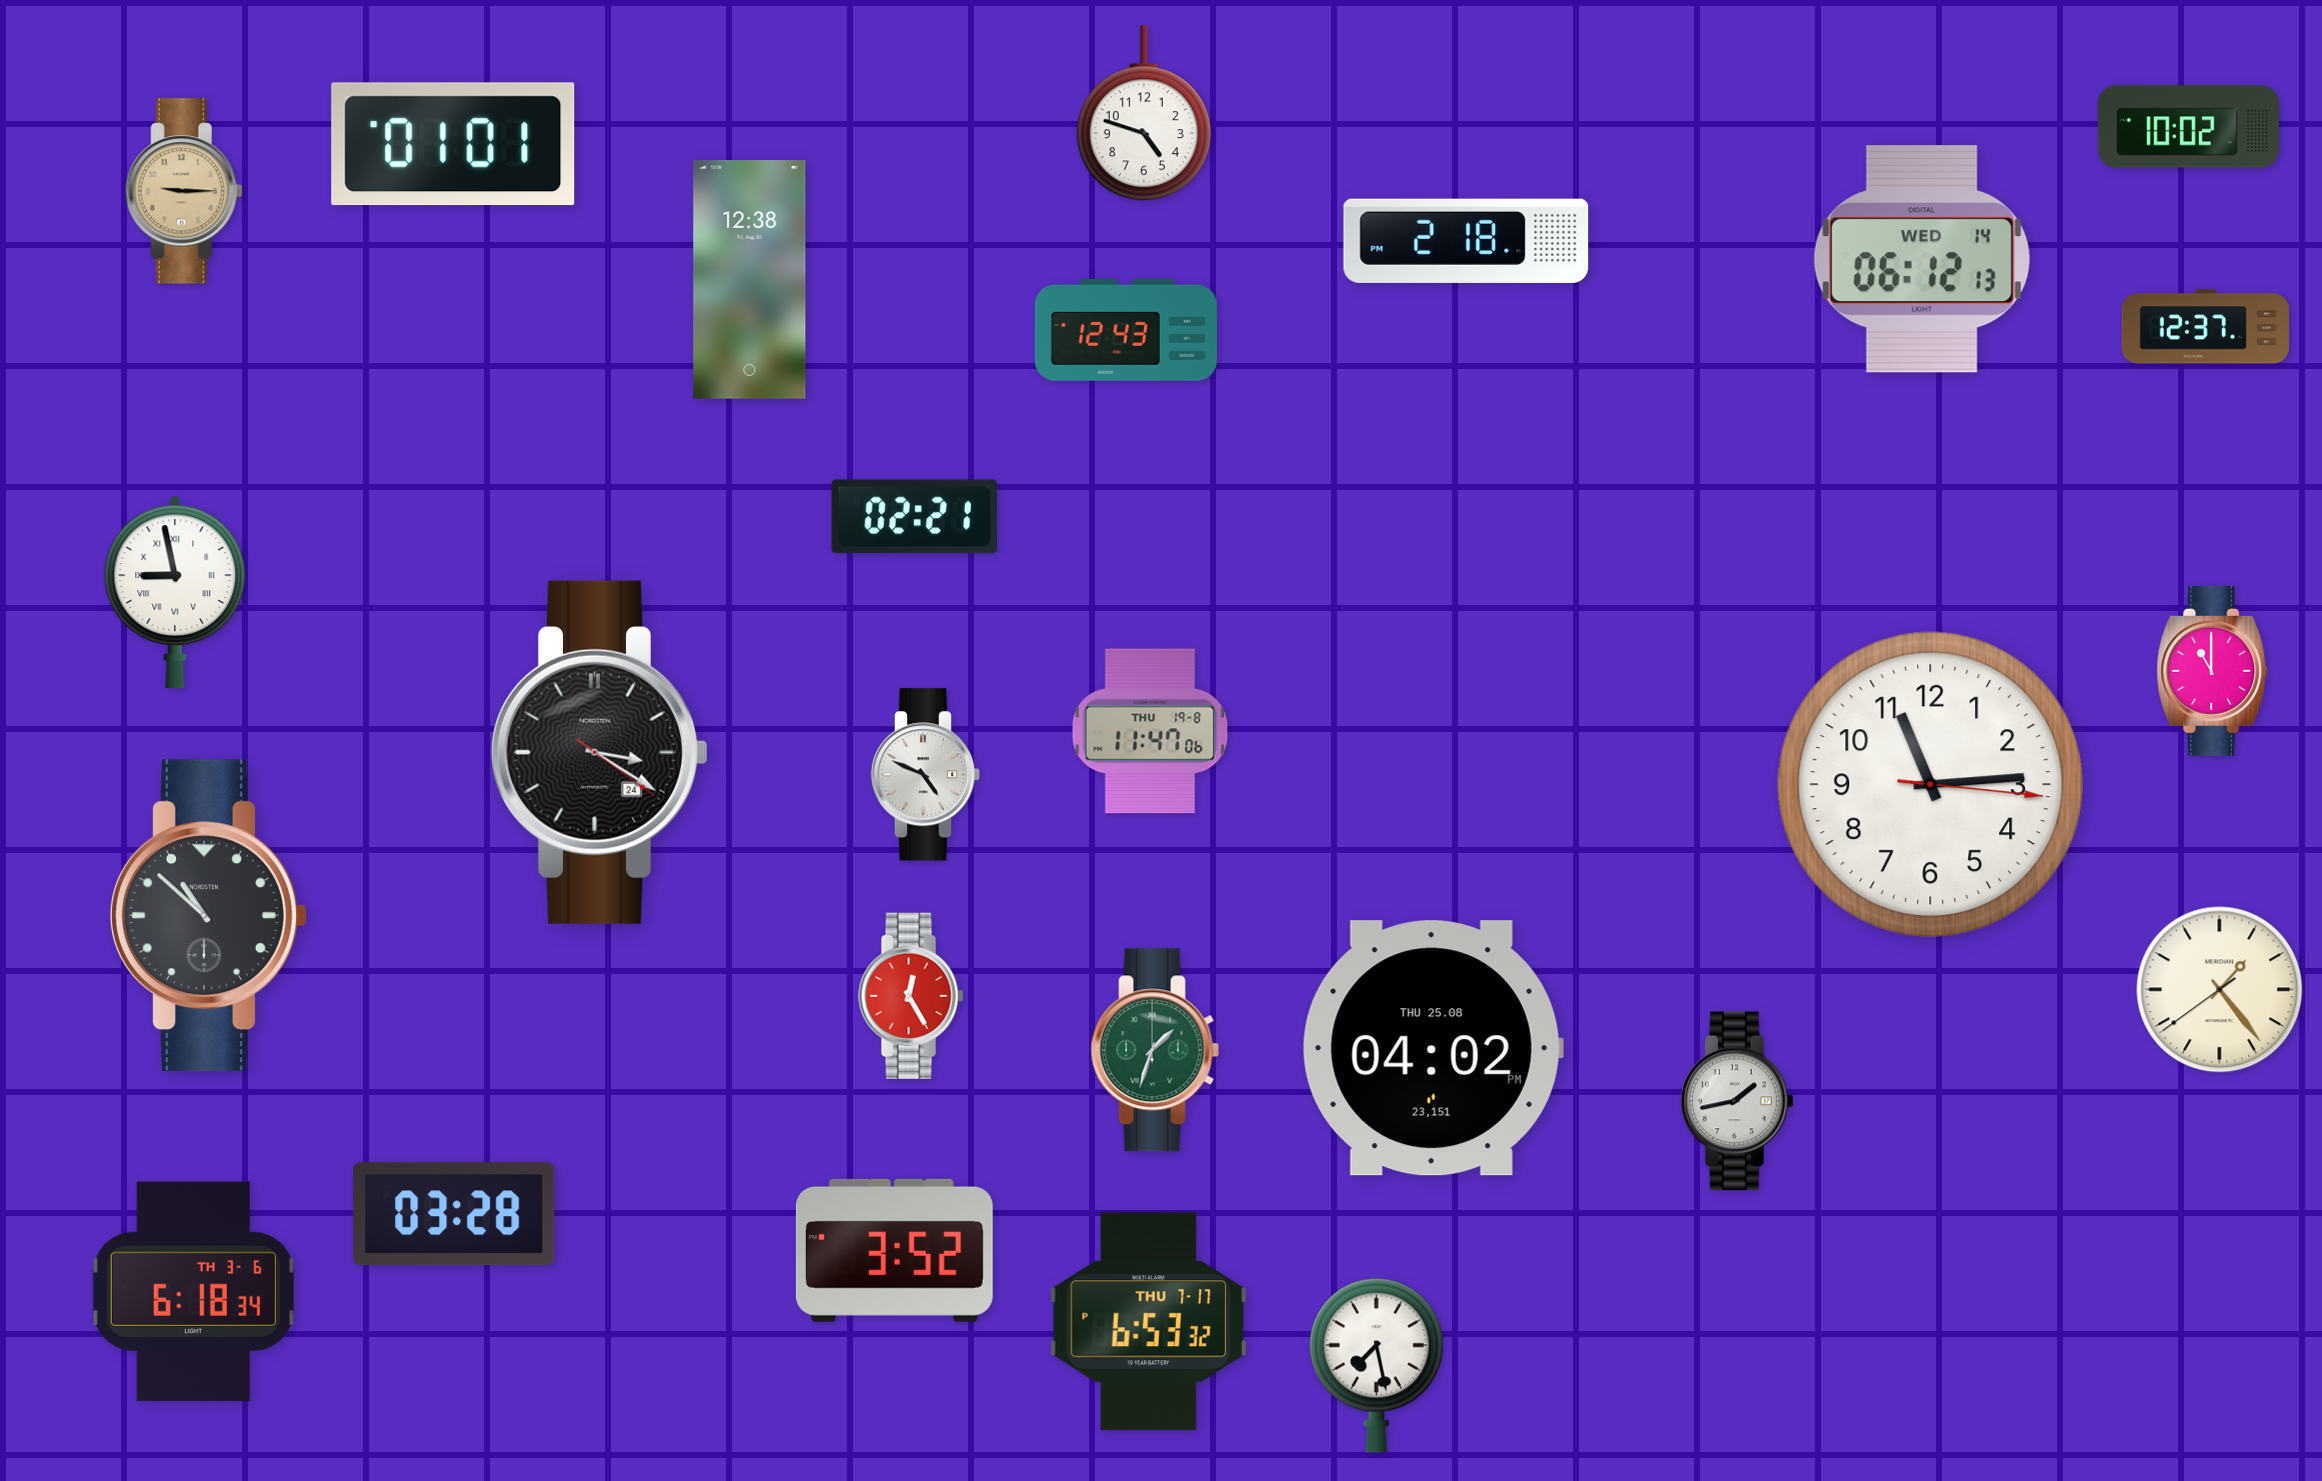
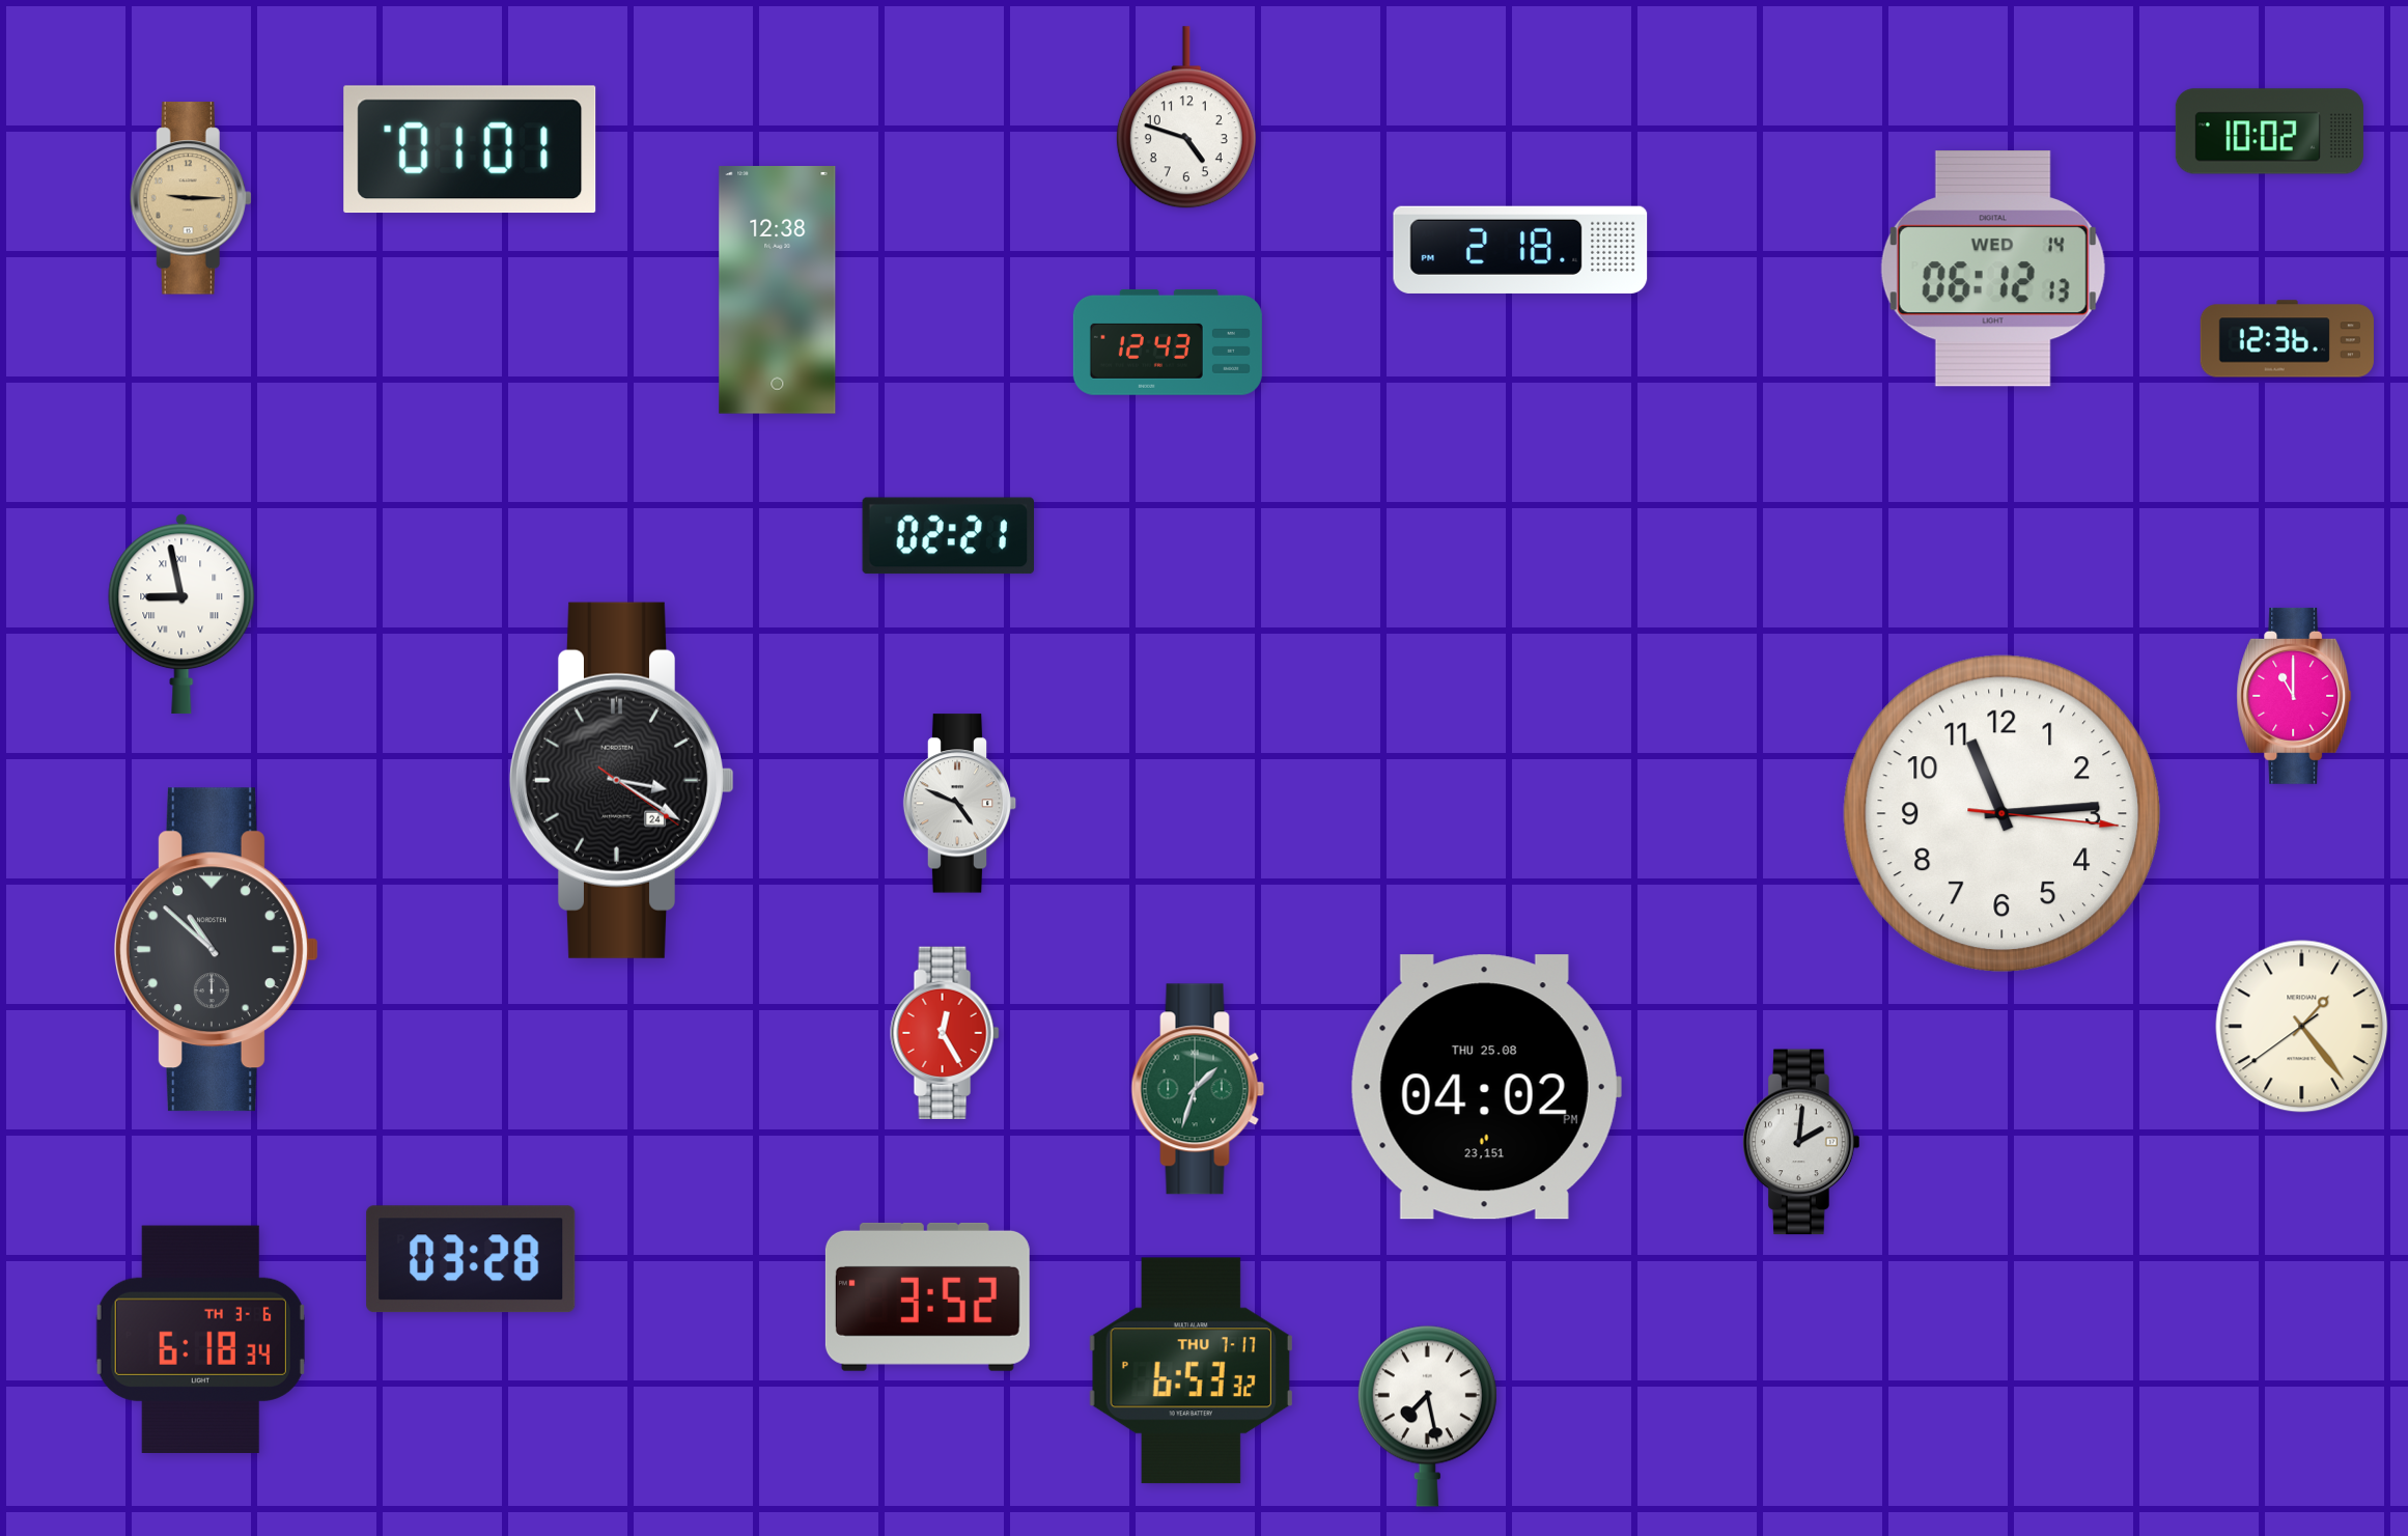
clock at (2205, 327): 12:37 -> 12:36
clock at (1150, 731): 11:47 -> none
clock at (1737, 1101): 1:43 -> 2:01
